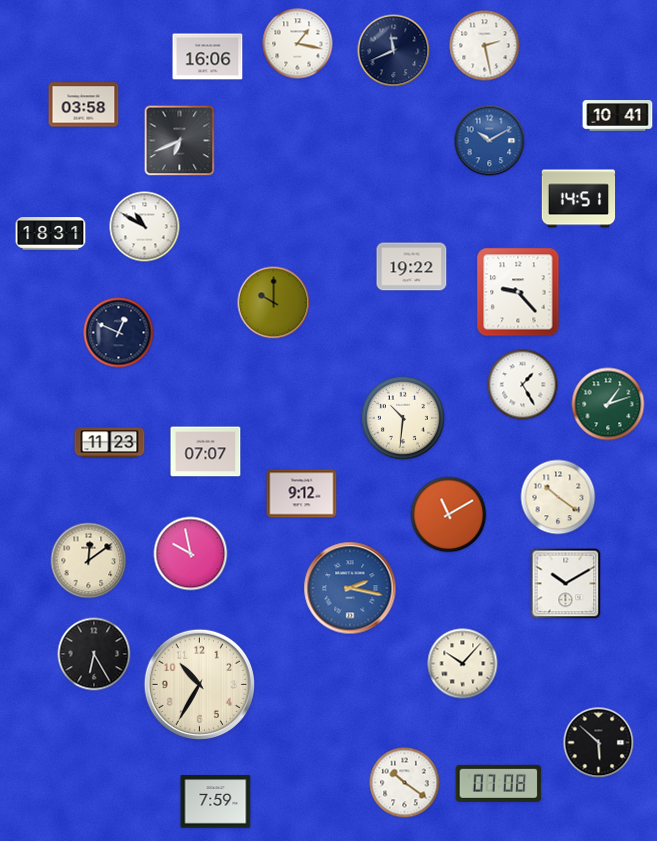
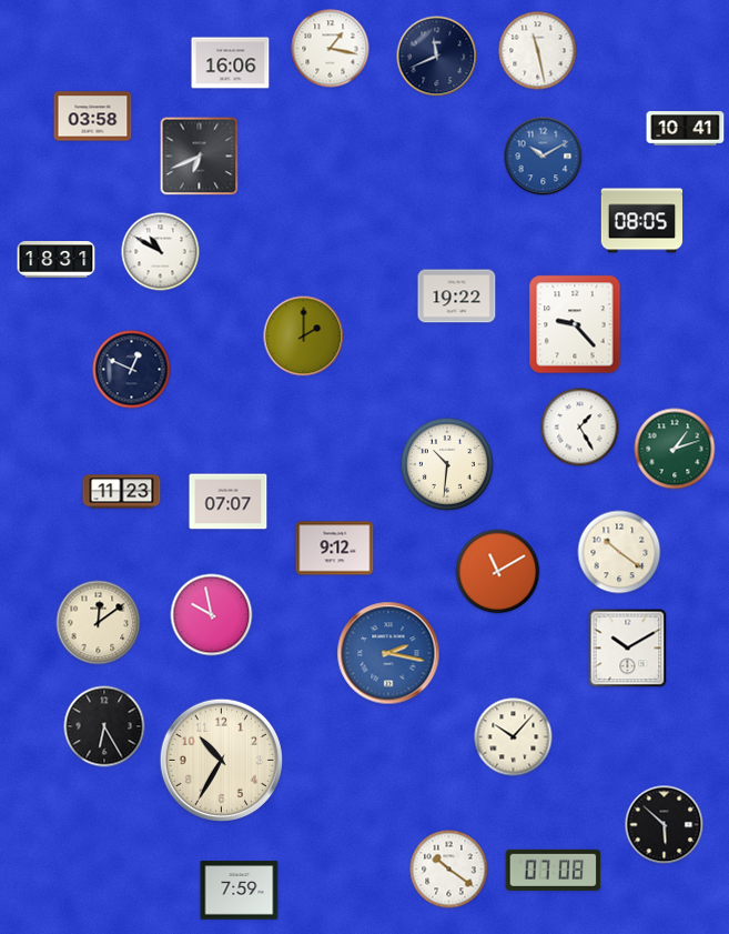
clock at (485, 46): 2:28 -> 11:28
clock at (579, 199): 14:51 -> 08:05
clock at (274, 303): 10:00 -> 2:00
